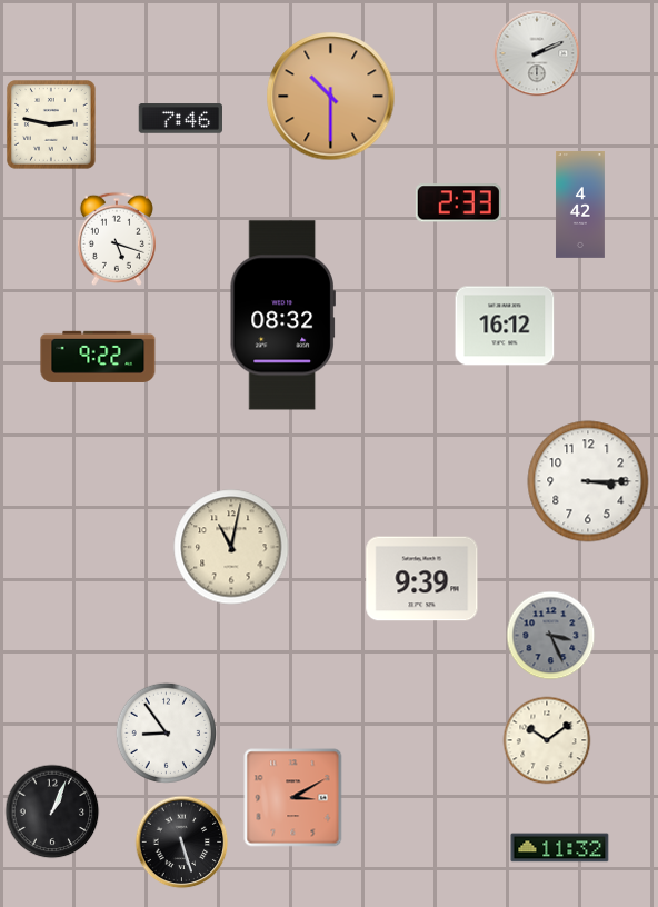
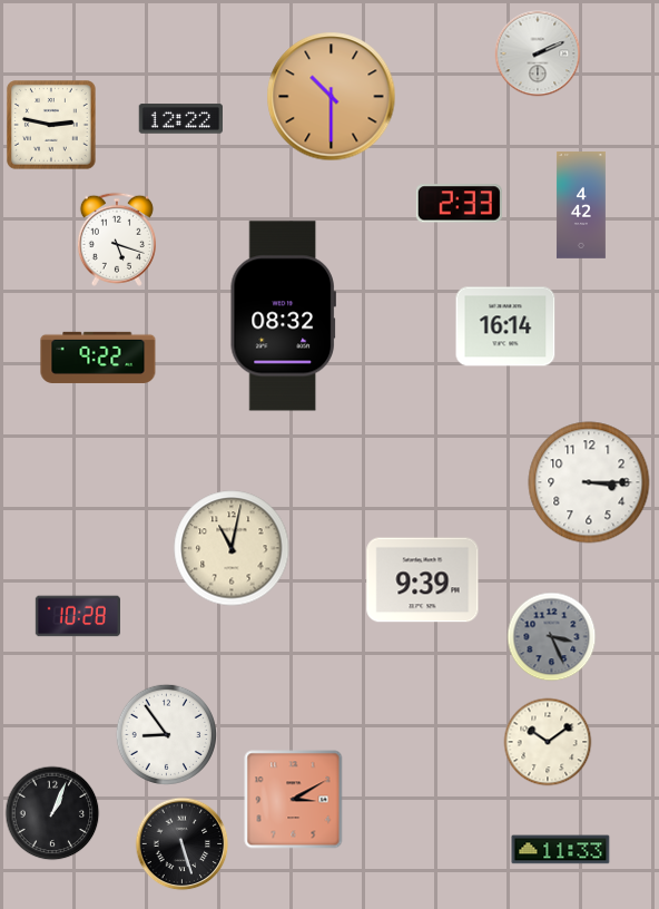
clock at (180, 119): 7:46 -> 12:22
clock at (505, 326): 16:12 -> 16:14
clock at (78, 616): none -> 10:28
clock at (560, 848): 11:32 -> 11:33
